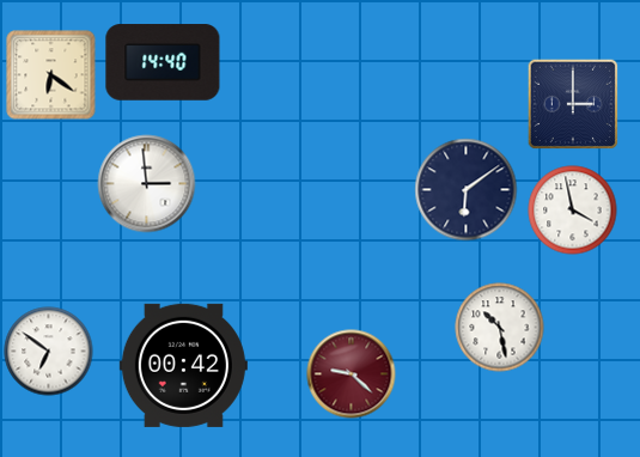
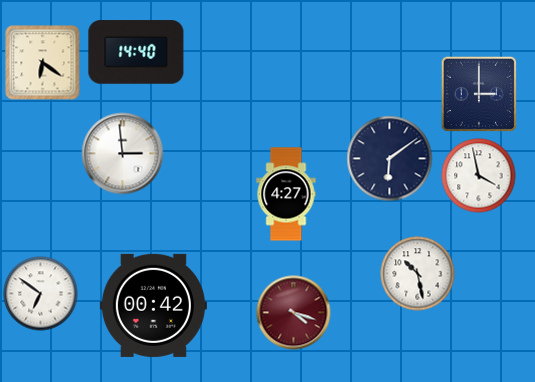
clock at (573, 104) position: (573, 104) -> (479, 94)
clock at (286, 194): none -> 4:27
clock at (352, 374): 9:22 -> 4:18
